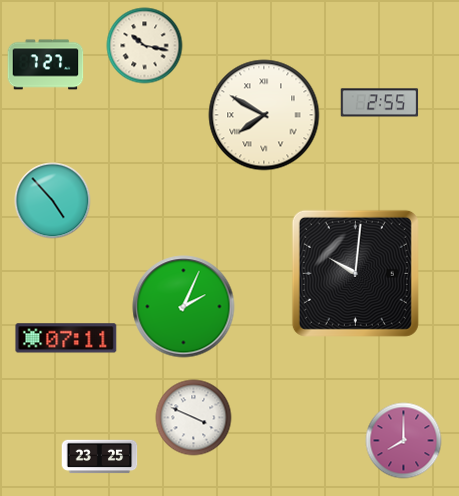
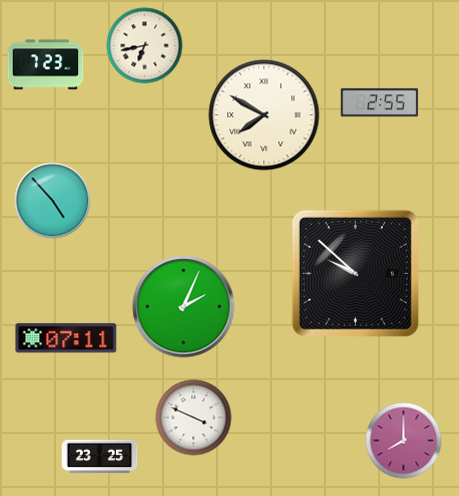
clock at (145, 46): 10:17 -> 6:43
clock at (46, 65): 7:27 -> 7:23
clock at (355, 273): 10:01 -> 9:52
